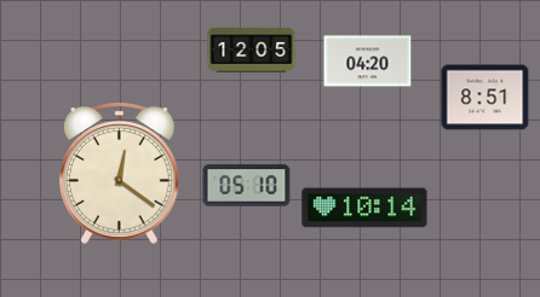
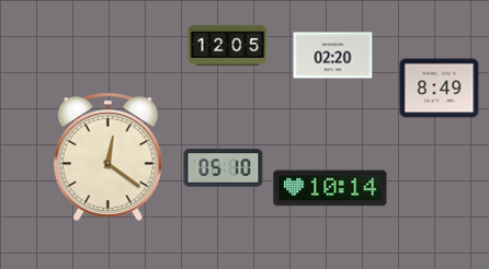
clock at (368, 62): 04:20 -> 02:20
clock at (486, 98): 8:51 -> 8:49
